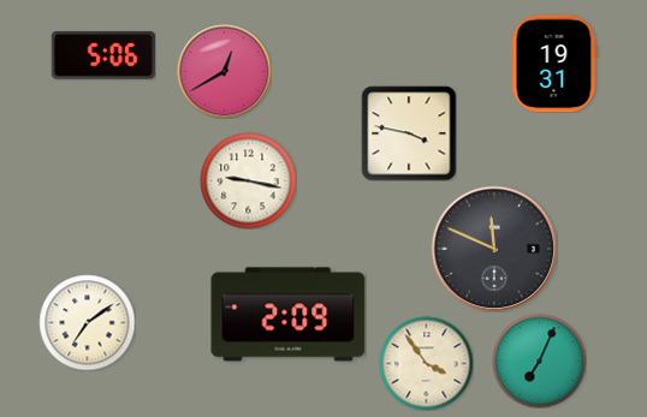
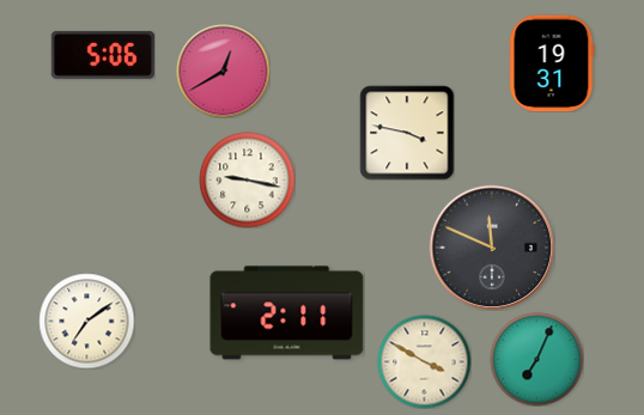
clock at (289, 315): 2:09 -> 2:11
clock at (426, 363): 3:54 -> 3:50
